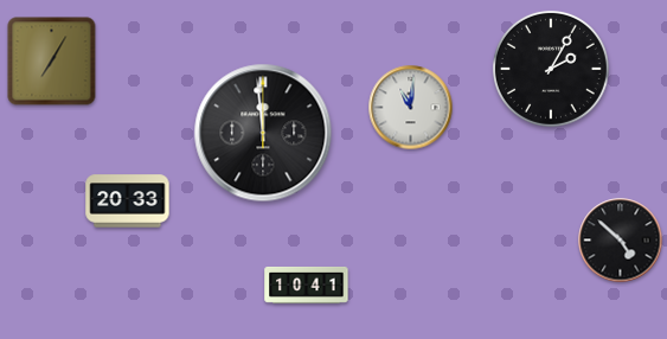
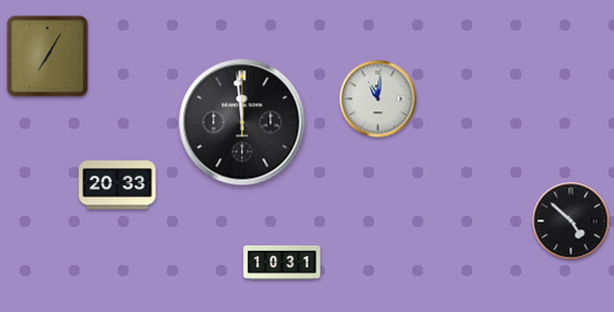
clock at (551, 69): 2:05 -> none
clock at (307, 284): 10:41 -> 10:31
